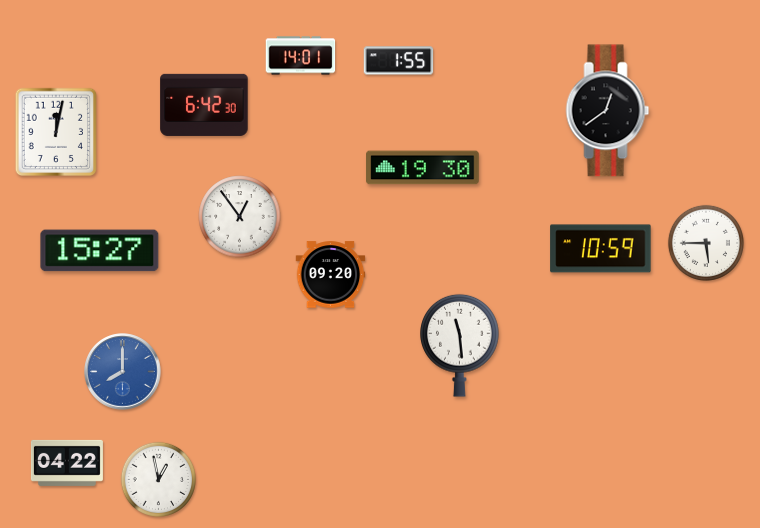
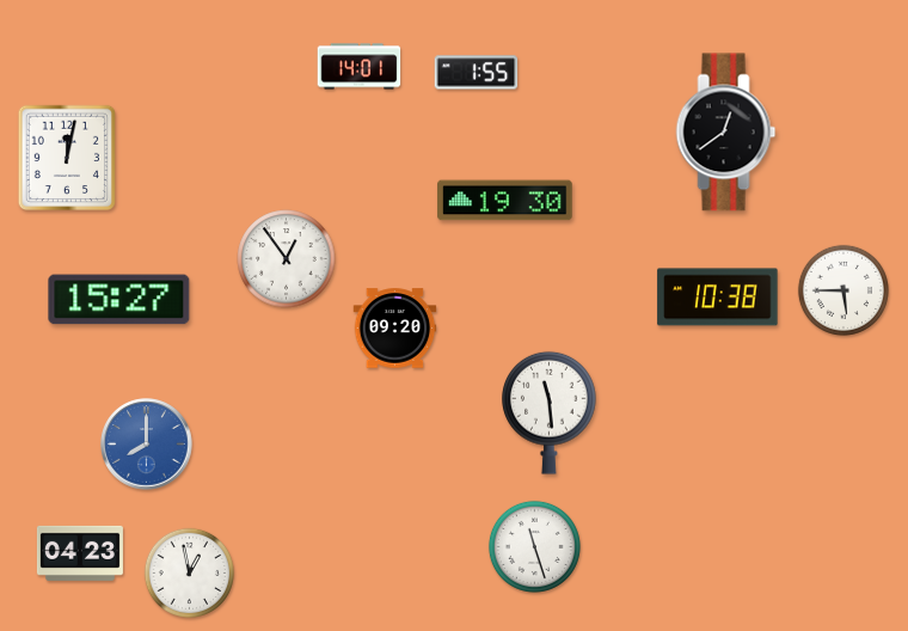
clock at (204, 105): 6:42 -> none
clock at (601, 249): 10:59 -> 10:38
clock at (534, 546): none -> 11:27
clock at (67, 463): 04:22 -> 04:23
